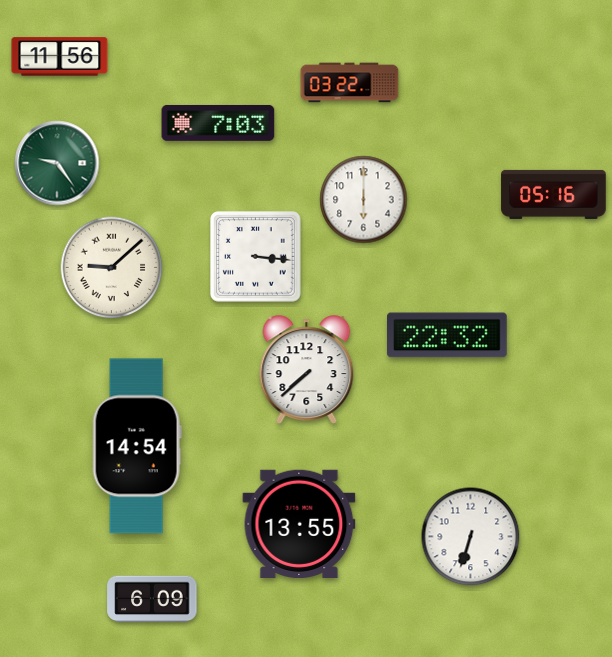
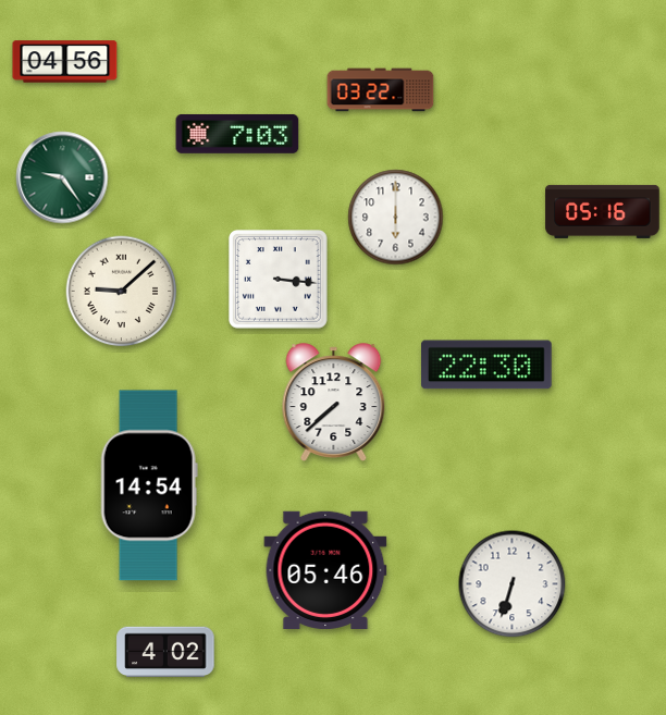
clock at (60, 57): 11:56 -> 04:56
clock at (447, 335): 22:32 -> 22:30
clock at (299, 524): 13:55 -> 05:46
clock at (152, 599): 6:09 -> 4:02
